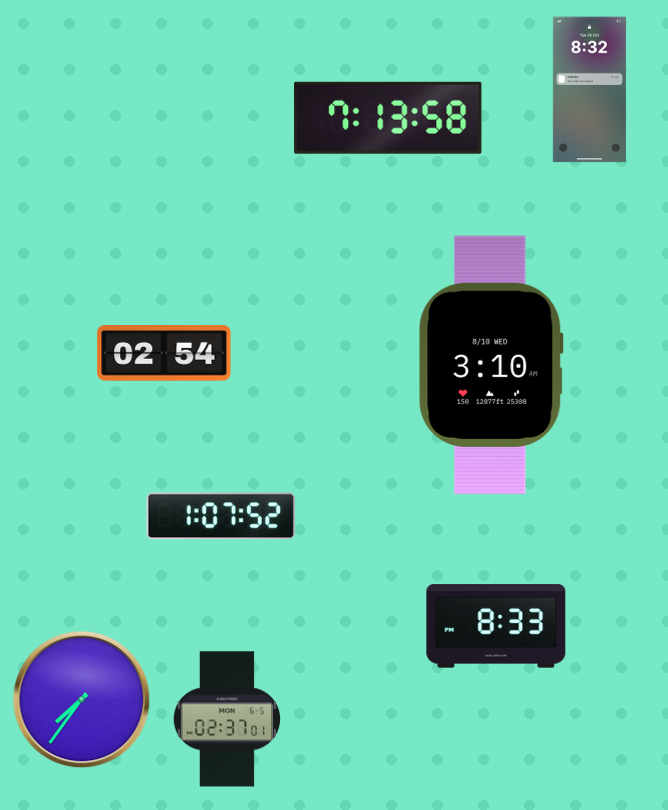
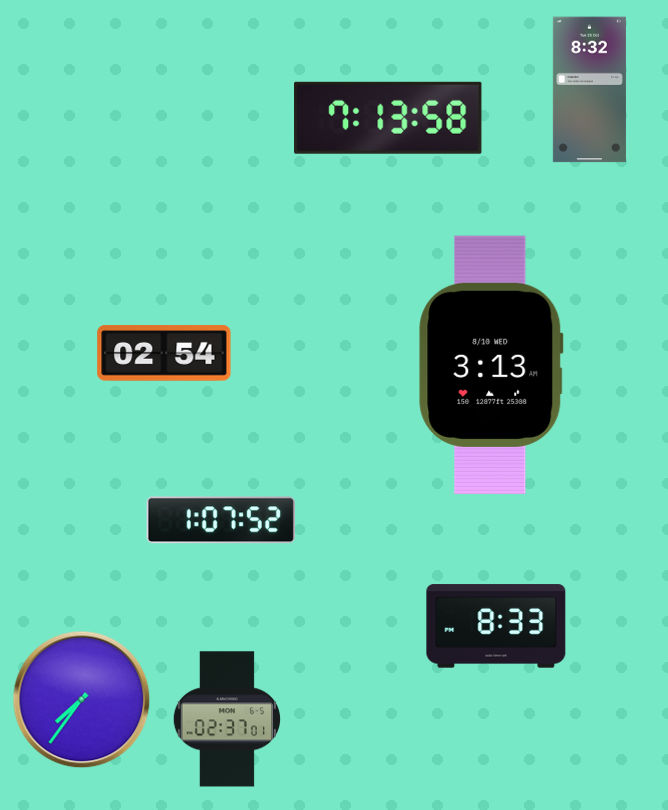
clock at (491, 365): 3:10 -> 3:13
clock at (221, 516) position: (221, 516) -> (221, 520)
